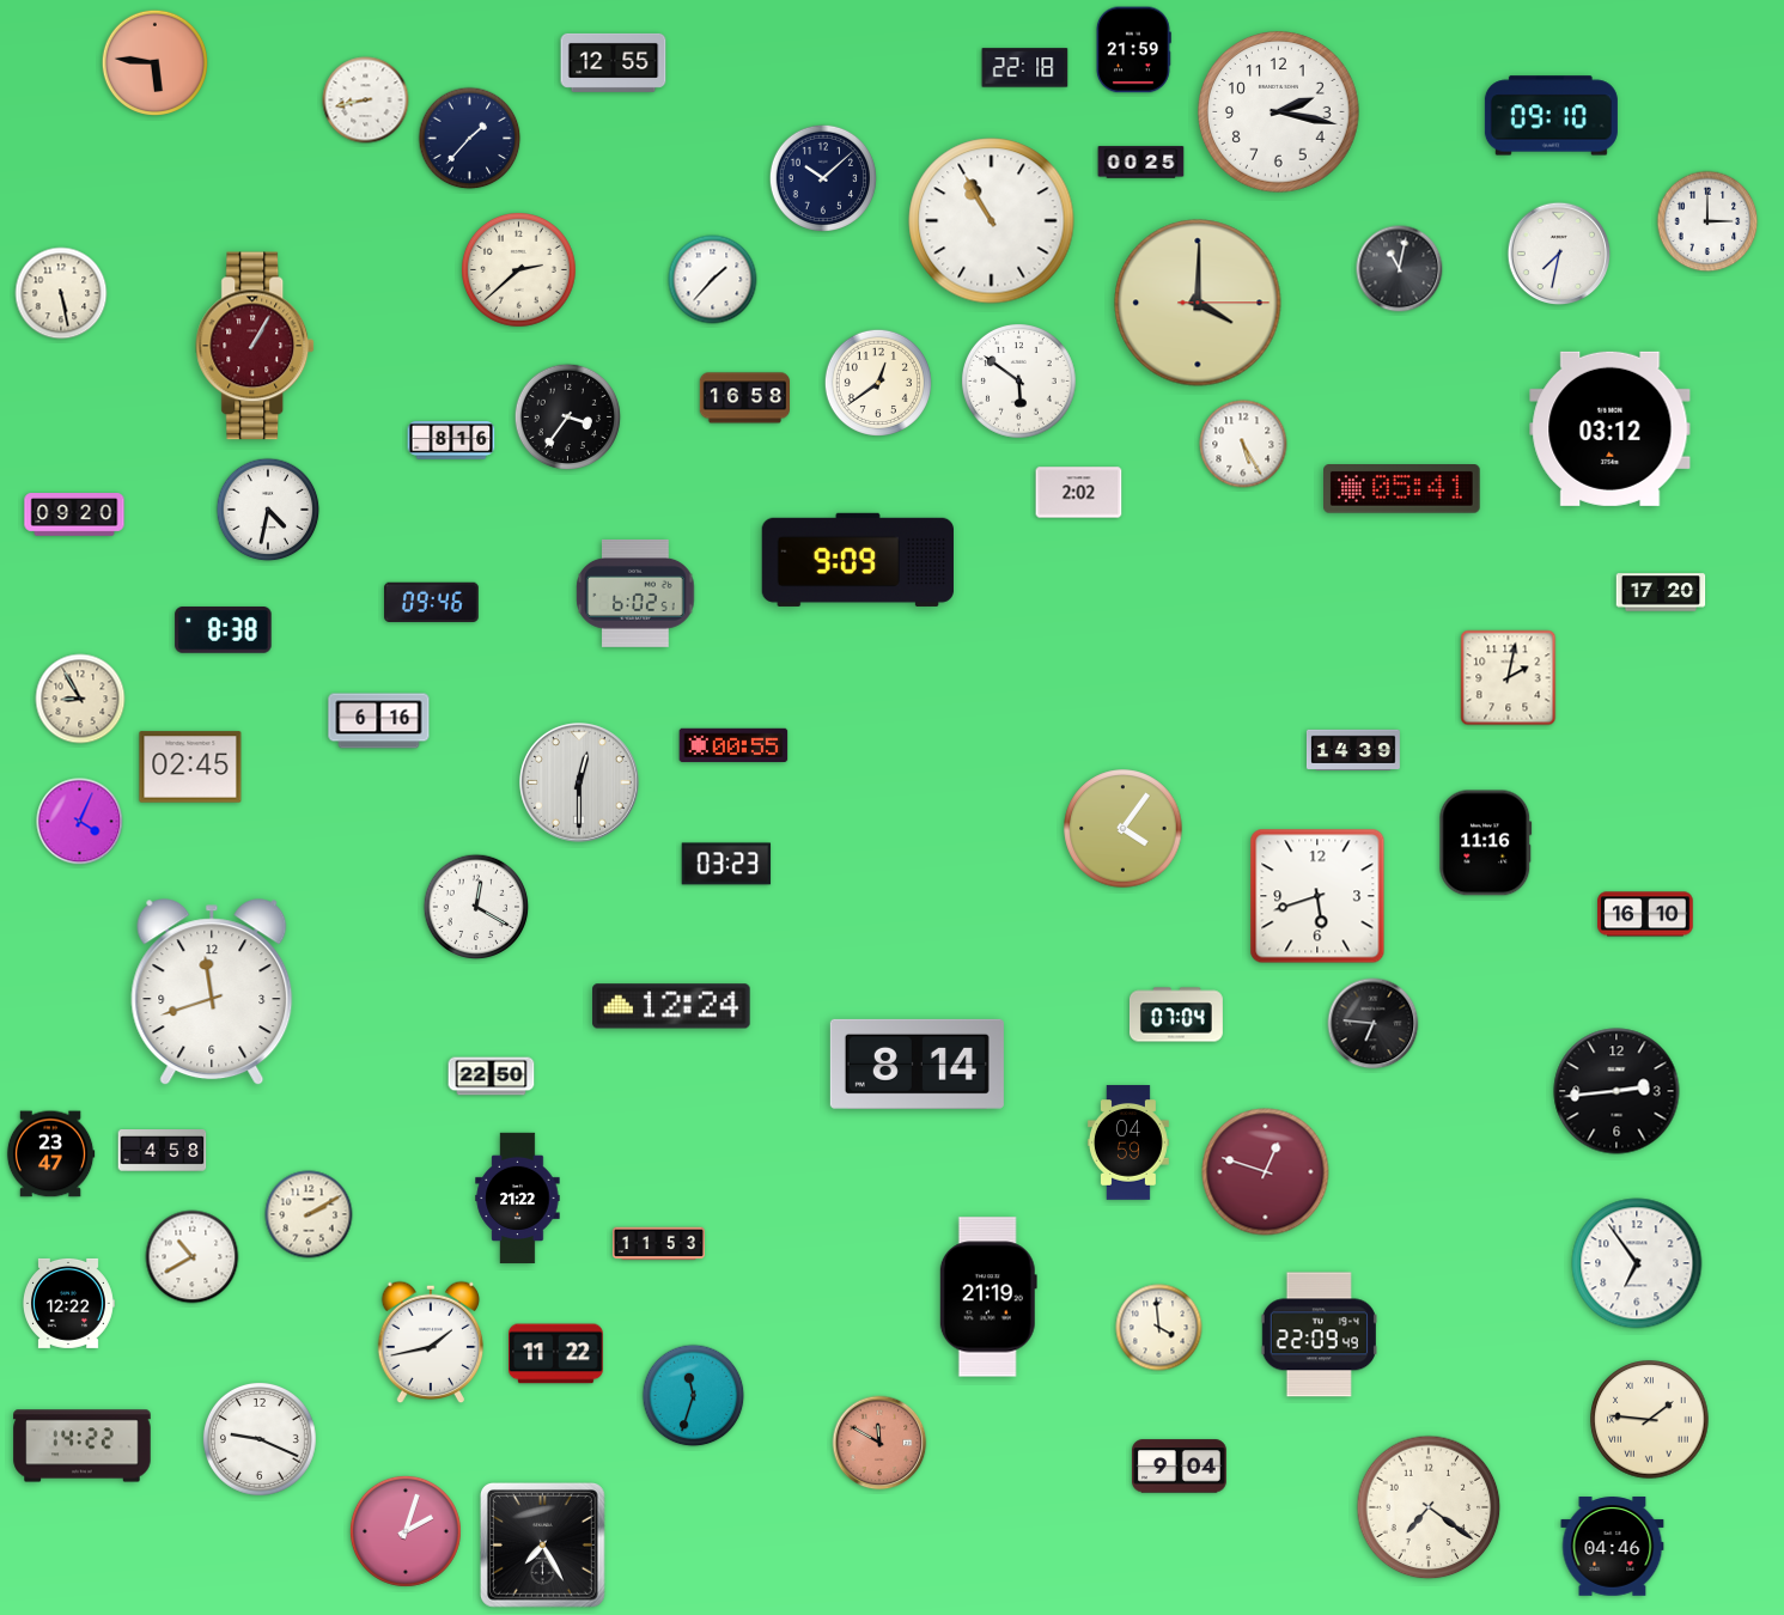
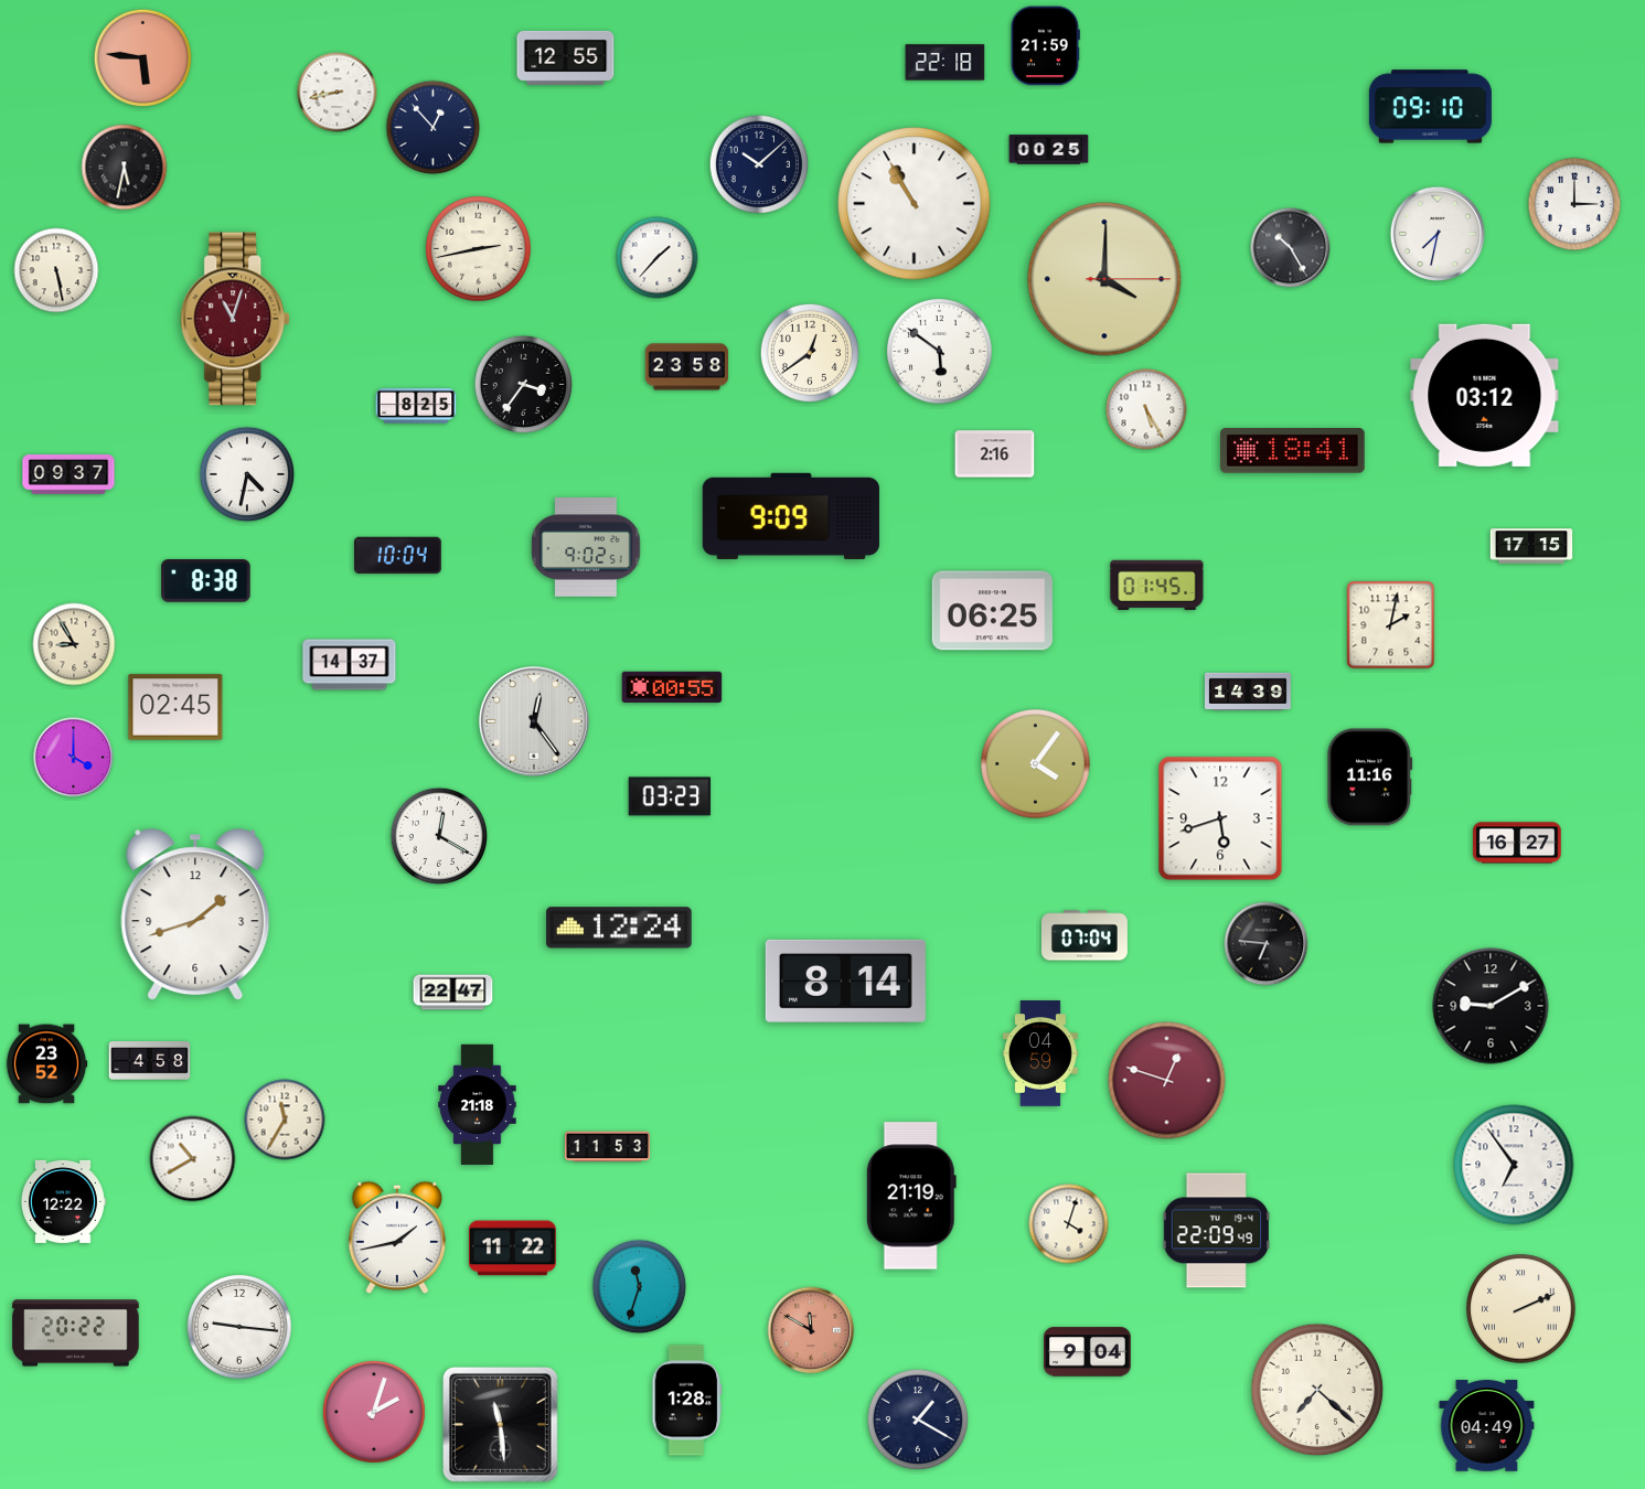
clock at (1279, 112): 2:17 -> none
clock at (470, 139): 1:37 -> 12:53
clock at (1141, 163) position: (1141, 163) -> (1049, 150)
clock at (125, 168): none -> 5:32
clock at (1400, 269): 11:02 -> 10:25
clock at (519, 270): 2:38 -> 2:43
clock at (256, 346): 1:05 -> 11:03
clock at (745, 398): 16:58 -> 23:58
clock at (451, 440): 8:16 -> 8:25
clock at (1402, 489): 05:41 -> 18:41
clock at (1079, 493): 2:02 -> 2:16
clock at (268, 510) position: (268, 510) -> (247, 474)
clock at (74, 514): 09:20 -> 09:37
clock at (1661, 592): 17:20 -> 17:15
clock at (635, 593): 6:02 -> 9:02
clock at (432, 603): 09:46 -> 10:04
clock at (1157, 586): none -> 01:45
clock at (992, 611): none -> 06:25
clock at (379, 721): 6:16 -> 14:37
clock at (733, 745) position: (733, 745) -> (672, 687)
clock at (580, 784): 12:30 -> 12:24
clock at (80, 822): 4:04 -> 4:00
clock at (1317, 896) position: (1317, 896) -> (1220, 818)
clock at (1645, 914): 16:10 -> 16:27
clock at (212, 993): 11:42 -> 1:42
clock at (492, 1077): 22:50 -> 22:47
clock at (1616, 1091): 2:44 -> 9:10
clock at (50, 1154): 23:47 -> 23:52
clock at (518, 1199): 21:22 -> 21:18
clock at (309, 1214): 2:10 -> 11:35
clock at (193, 1257) position: (193, 1257) -> (193, 1159)
clock at (1637, 1263) position: (1637, 1263) -> (1514, 1165)
clock at (1159, 1328): 3:59 -> 4:03
clock at (1650, 1420): 1:46 -> 2:11
clock at (260, 1439): 9:19 -> 9:16
clock at (83, 1446): 14:22 -> 20:22
clock at (1429, 1507): 7:21 -> 7:22
clock at (687, 1401): none -> 1:28
clock at (918, 1420): none -> 1:20
clock at (543, 1546): 7:25 -> 11:29
clock at (1613, 1547): 04:46 -> 04:49
